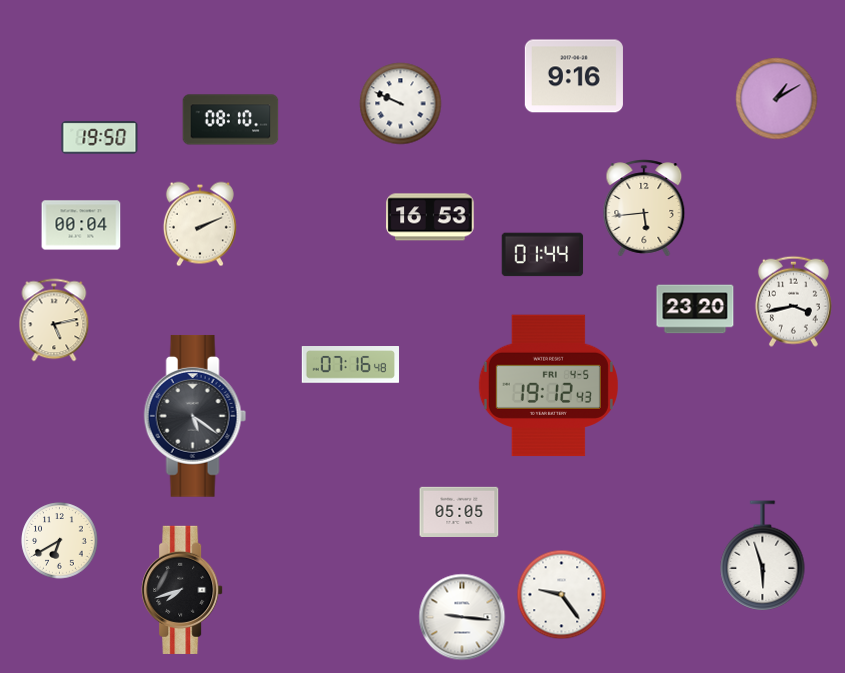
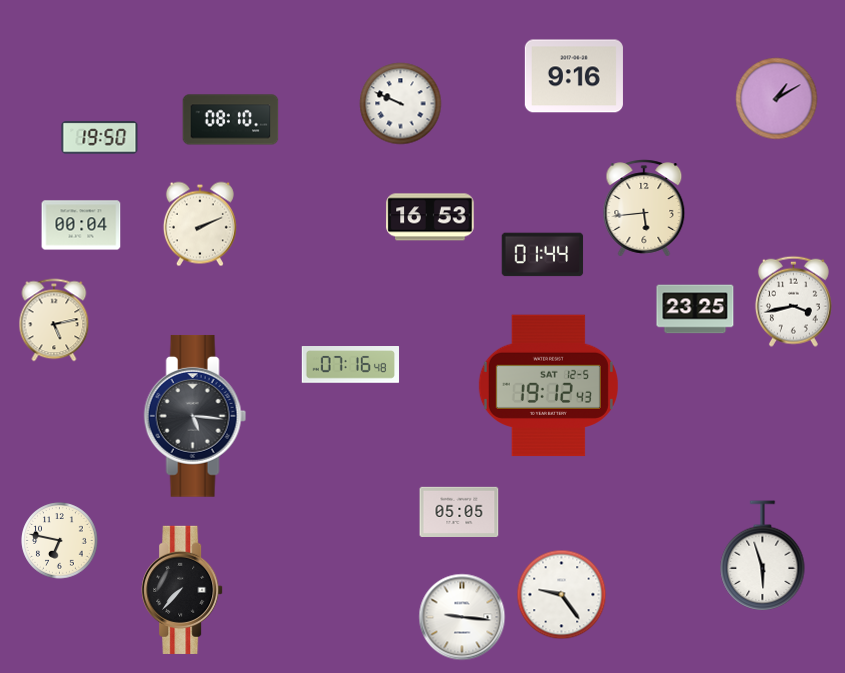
clock at (695, 309): 23:20 -> 23:25
clock at (548, 386) date: FRI 4-5 -> SAT 12-5
clock at (195, 416): 5:21 -> 5:16
clock at (60, 541): 6:40 -> 6:47
clock at (182, 590): 7:42 -> 7:37
